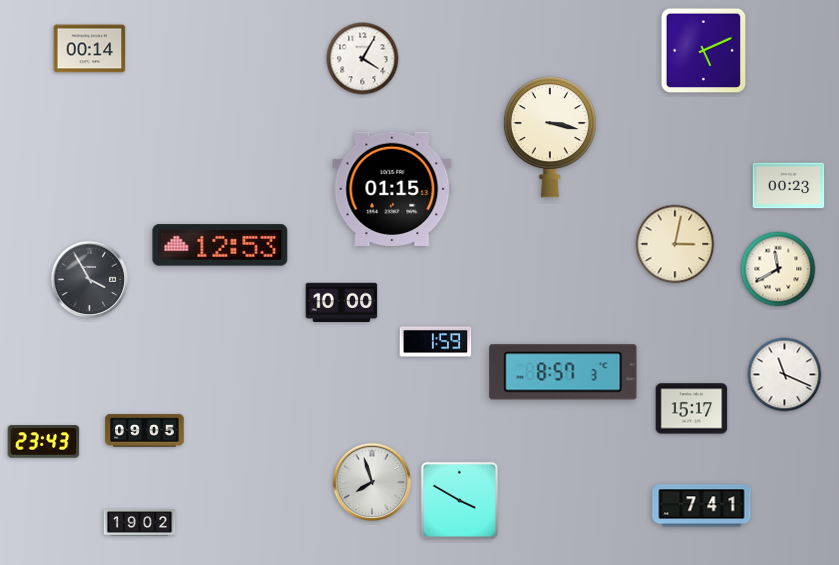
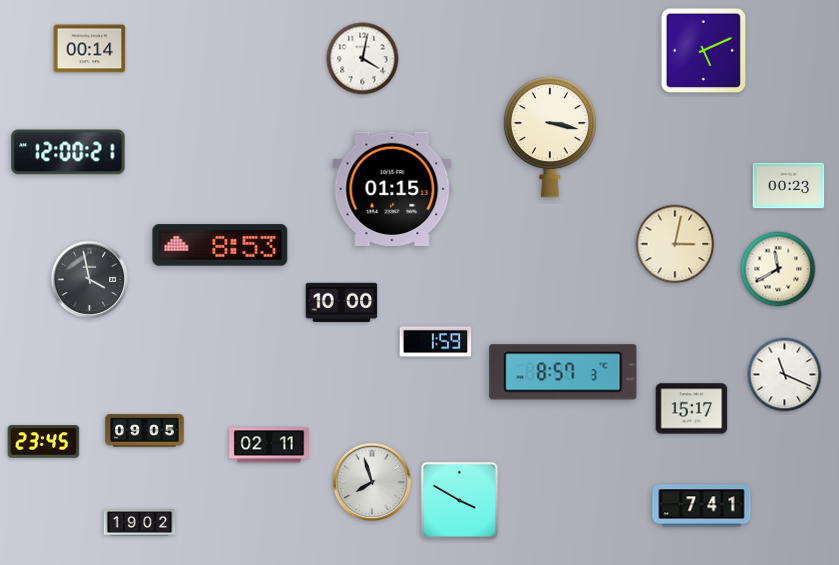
clock at (363, 59): 4:05 -> 4:02
clock at (68, 152): none -> 12:00
clock at (220, 245): 12:53 -> 8:53
clock at (90, 280): 3:55 -> 3:58
clock at (44, 442): 23:43 -> 23:45
clock at (269, 445): none -> 02:11
